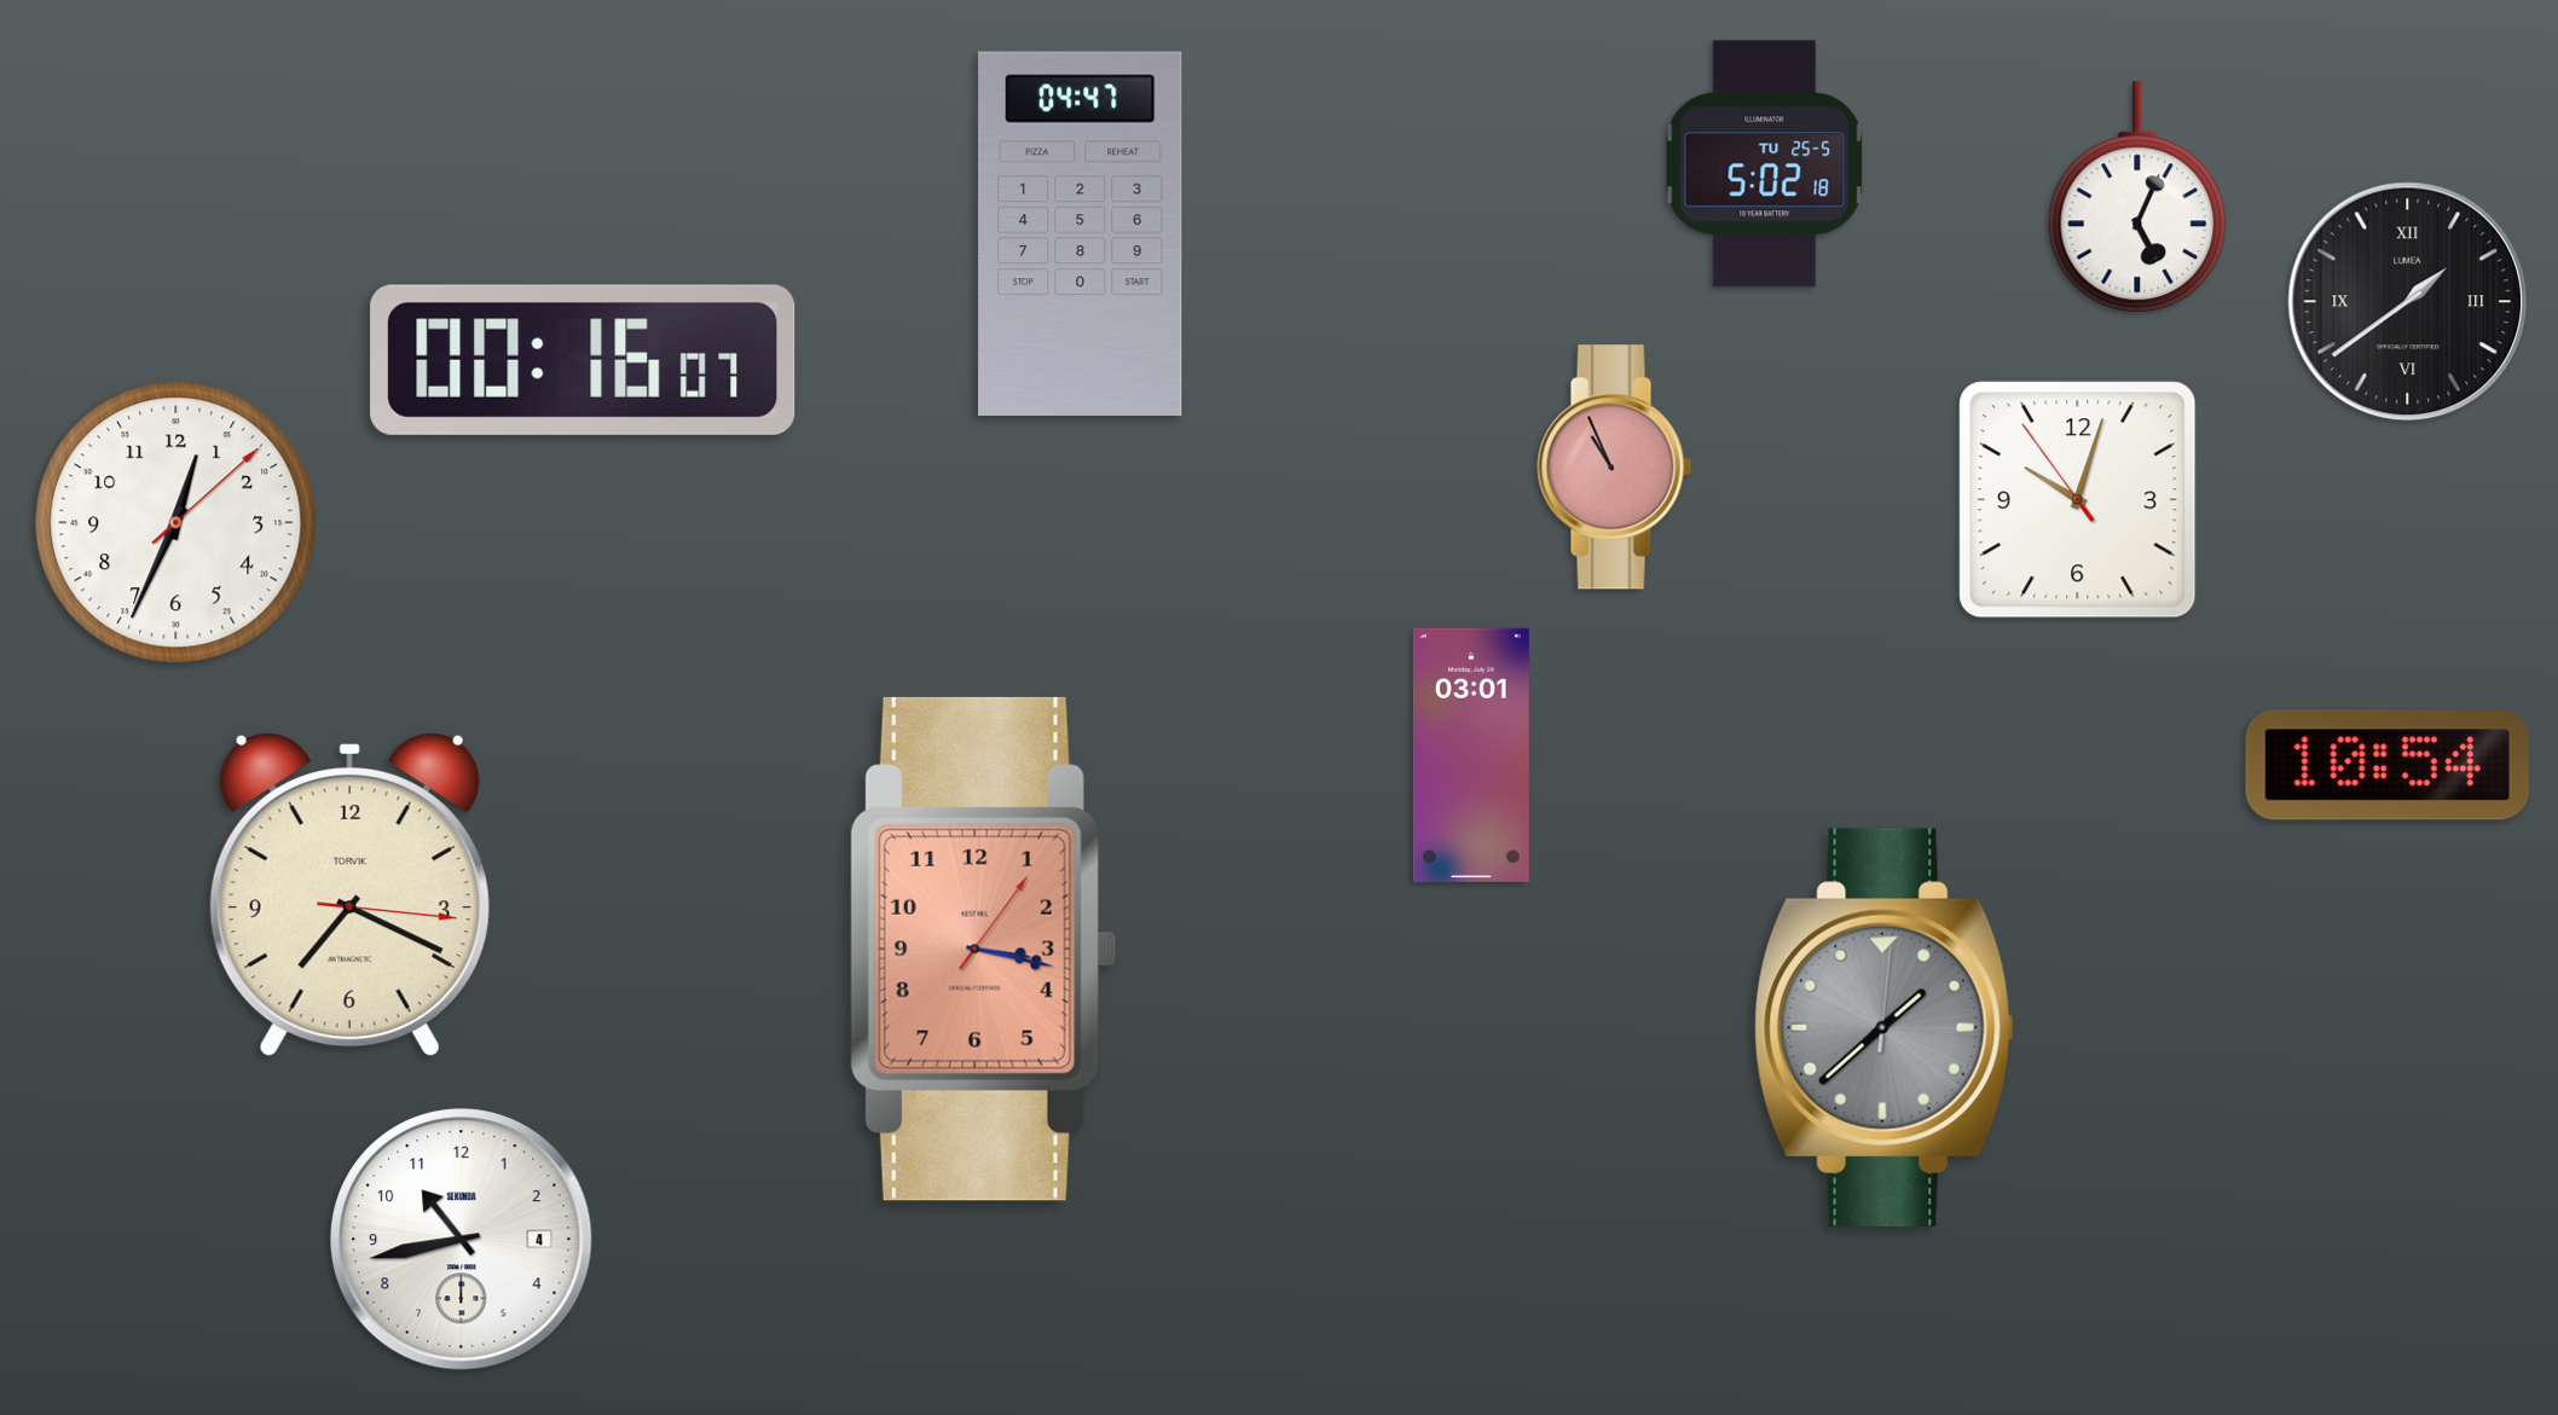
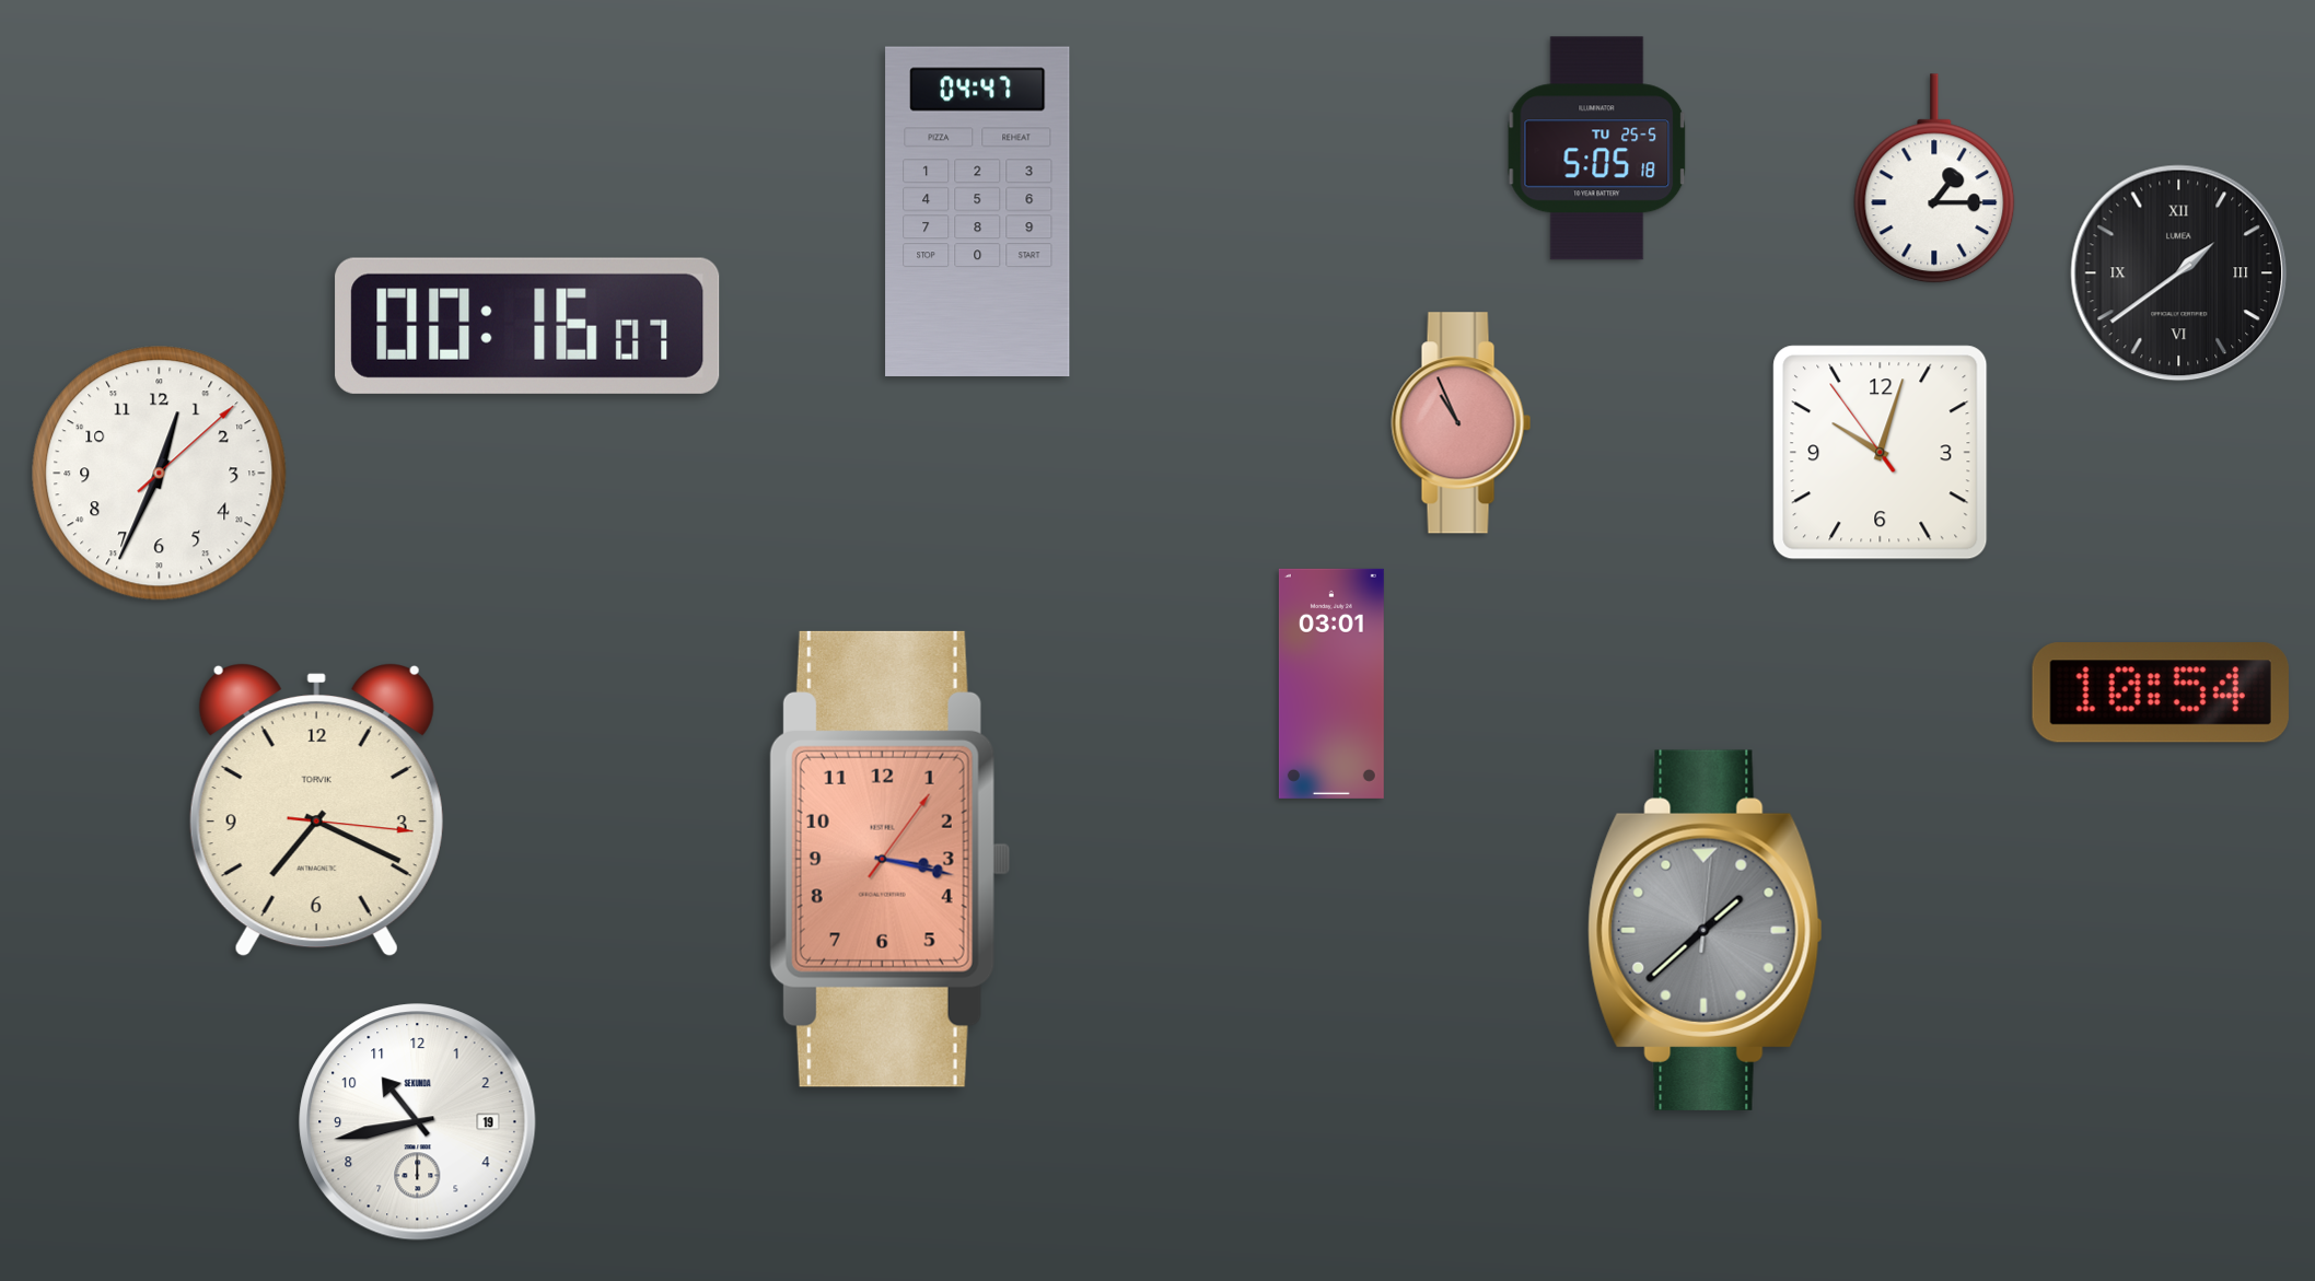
clock at (1765, 164): 5:02 -> 5:05
clock at (2137, 198): 5:04 -> 1:15
clock at (462, 1240) date: 4 -> 19
